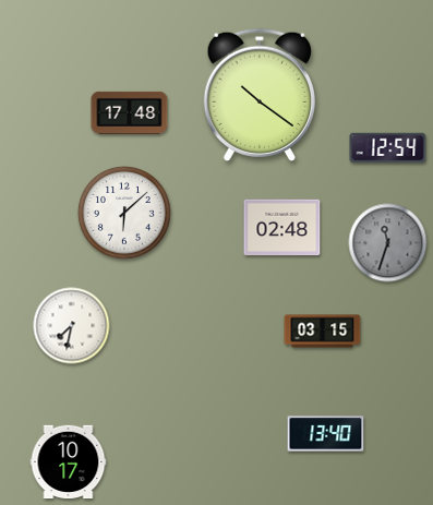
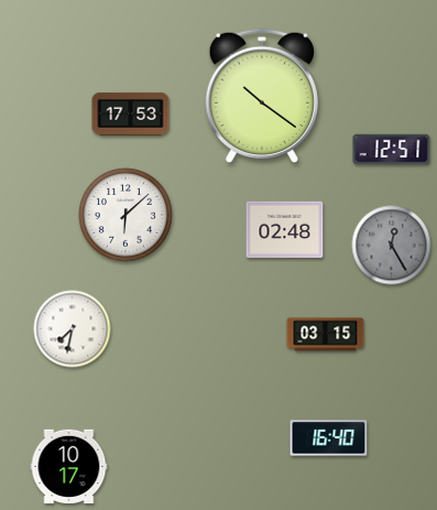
clock at (130, 112): 17:48 -> 17:53
clock at (388, 148): 12:54 -> 12:51
clock at (388, 243): 11:33 -> 12:25
clock at (326, 434): 13:40 -> 16:40
